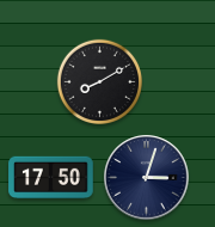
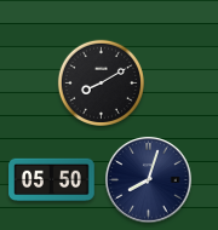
clock at (51, 178): 17:50 -> 05:50
clock at (147, 178): 3:03 -> 8:03
